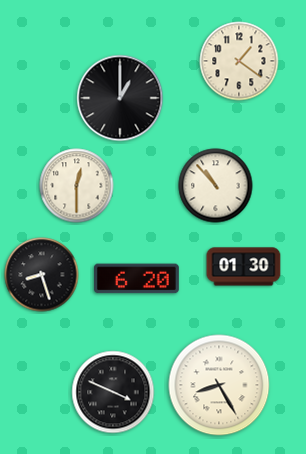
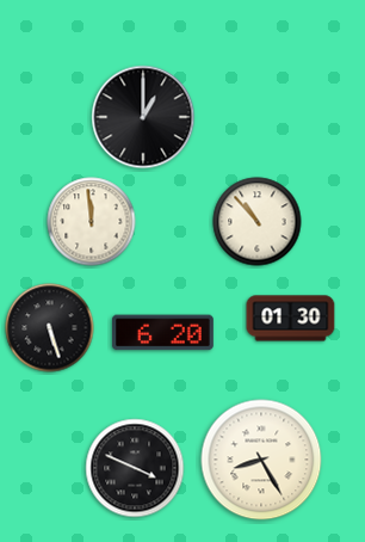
clock at (239, 61): 1:21 -> none
clock at (77, 186): 12:30 -> 11:59
clock at (42, 275): 8:27 -> 5:27
